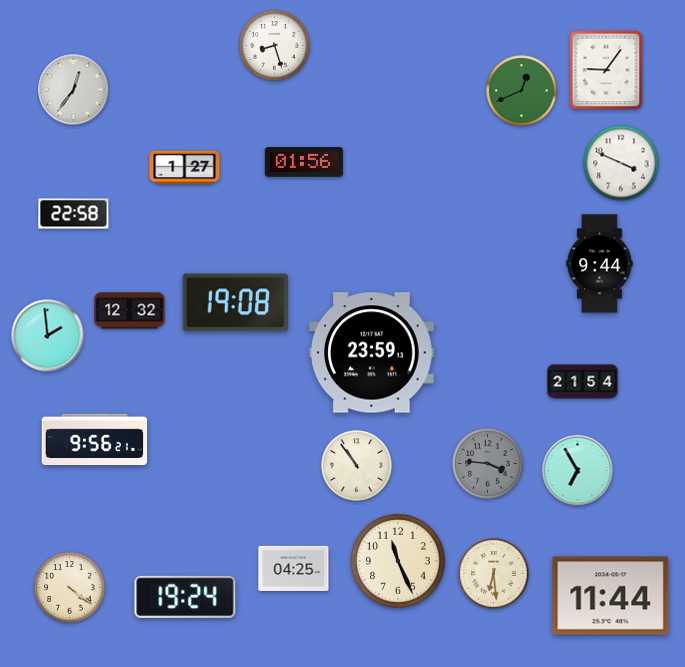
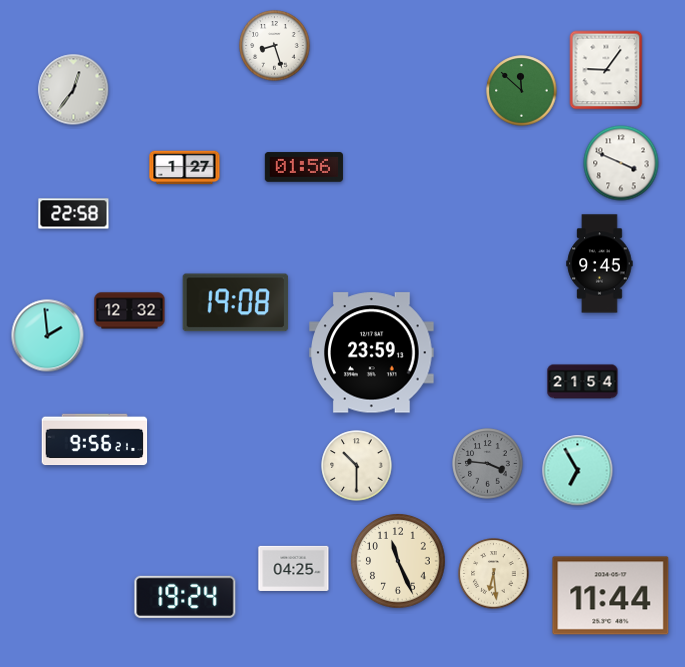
clock at (522, 91): 12:41 -> 11:52
clock at (304, 162) position: (304, 162) -> (304, 167)
clock at (600, 264): 9:44 -> 9:45
clock at (357, 466): 10:54 -> 10:30
clock at (70, 588): 4:21 -> none
